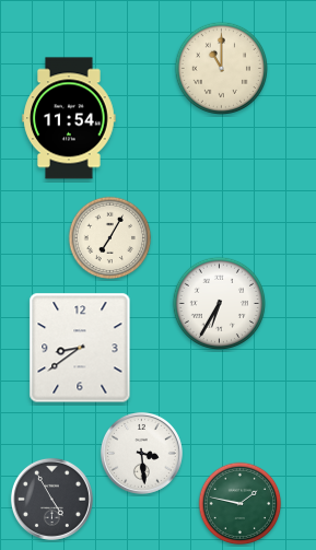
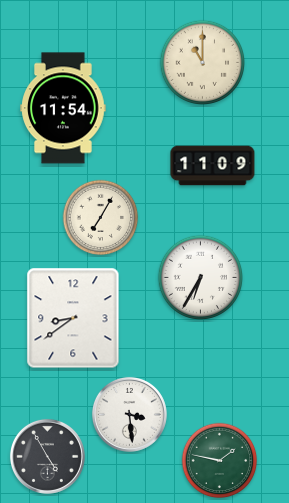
clock at (213, 166): none -> 11:09
